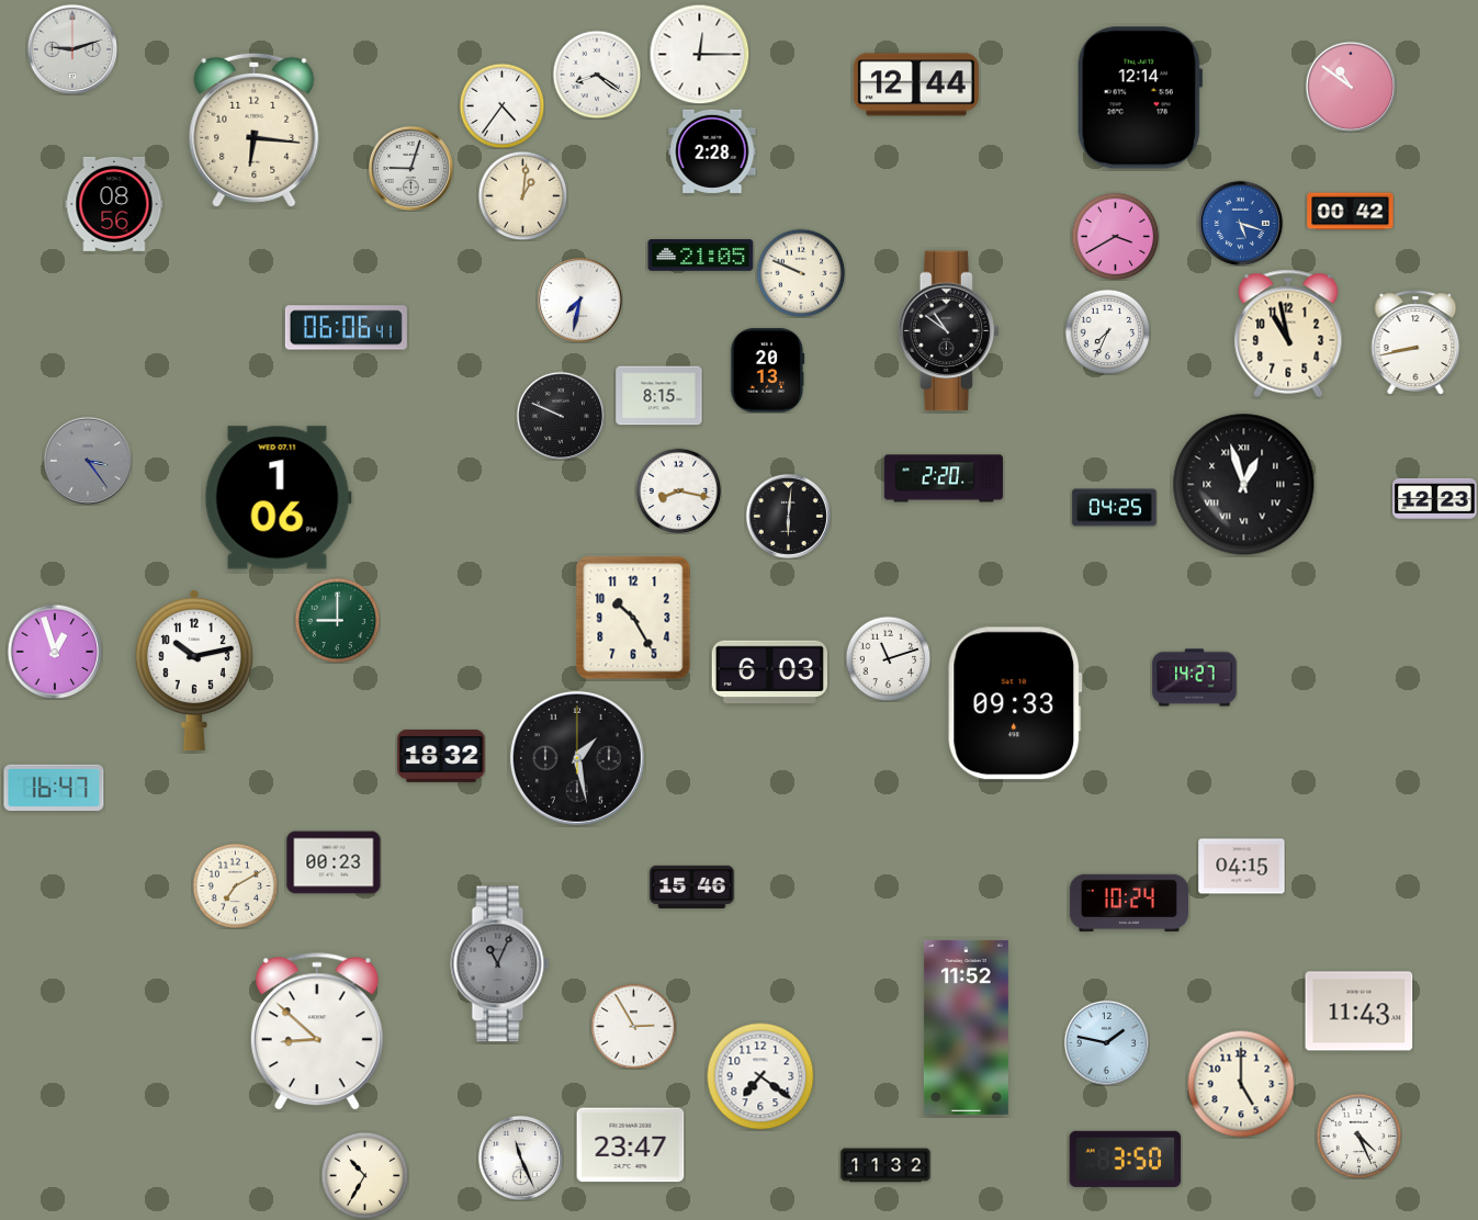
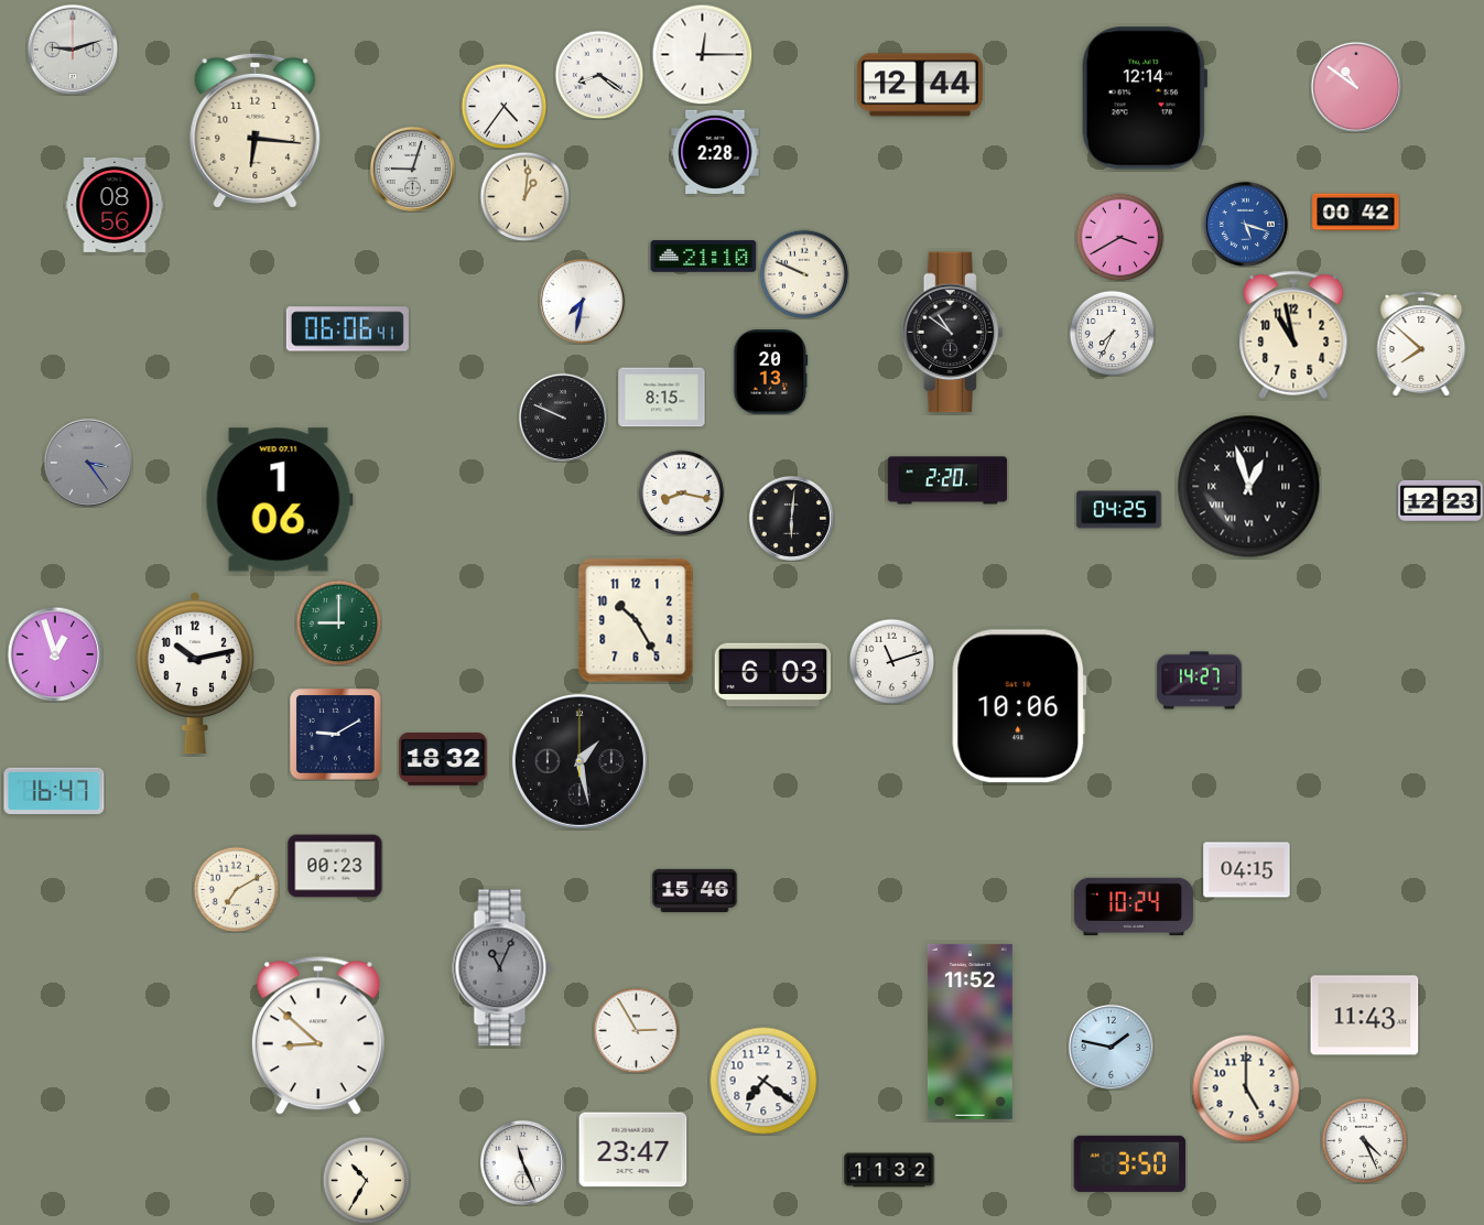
clock at (701, 256): 21:05 -> 21:10
clock at (1415, 342): 8:43 -> 7:52
clock at (1015, 703): 09:33 -> 10:06
clock at (336, 735): none -> 9:10
